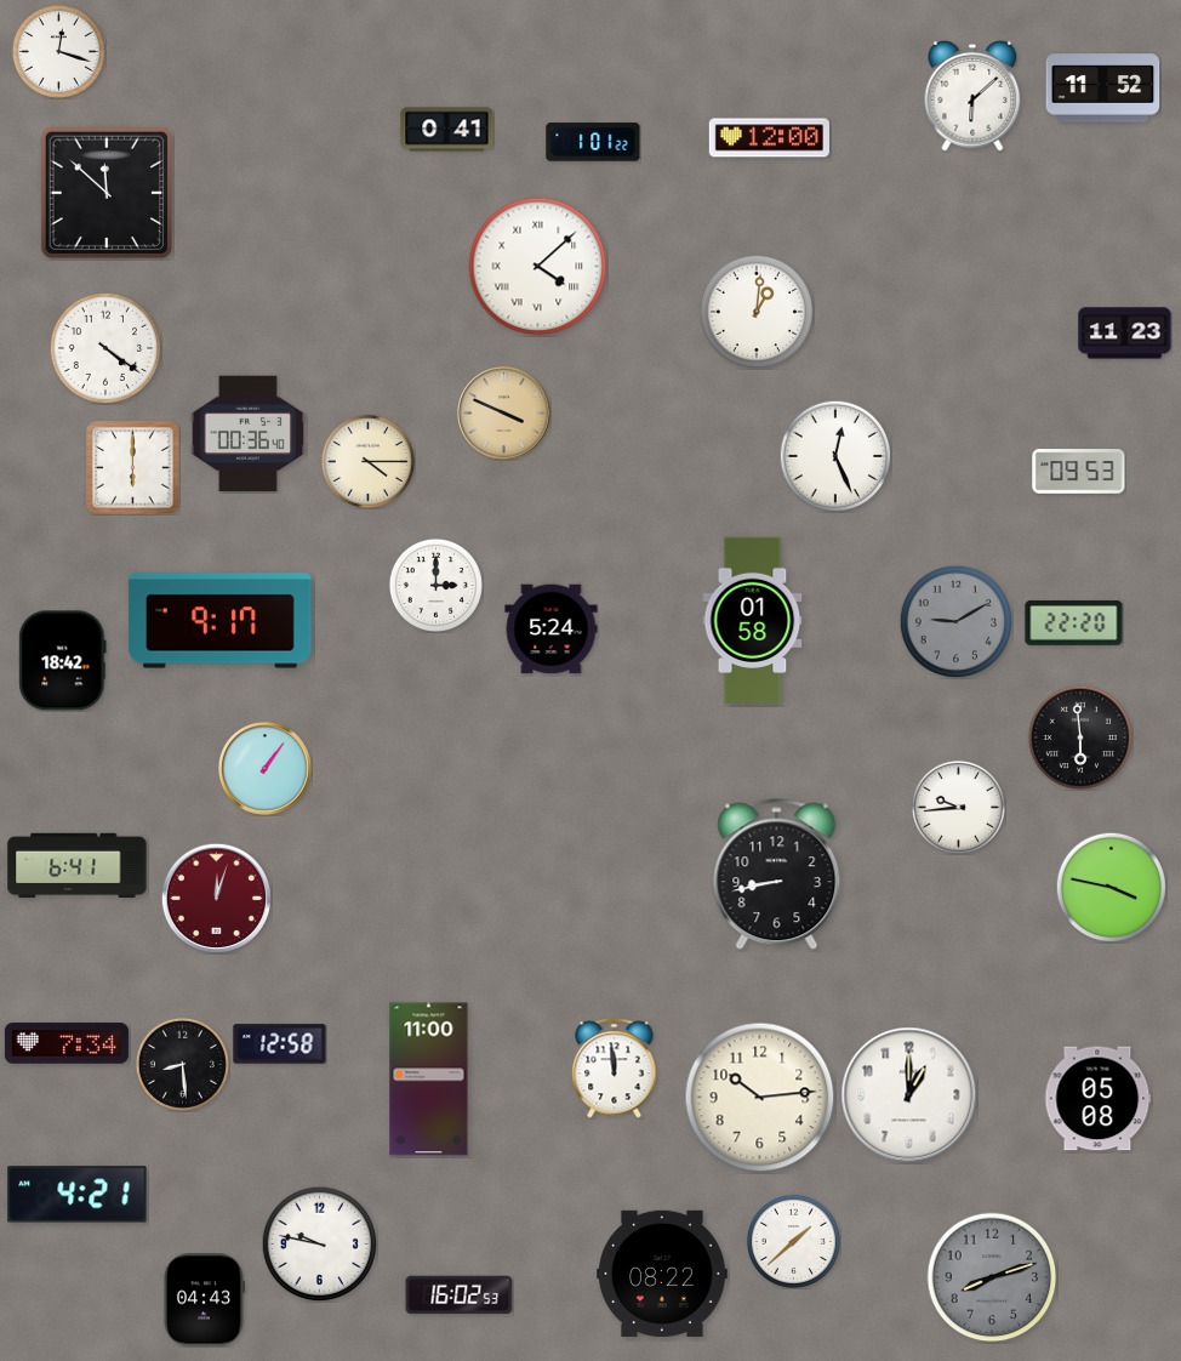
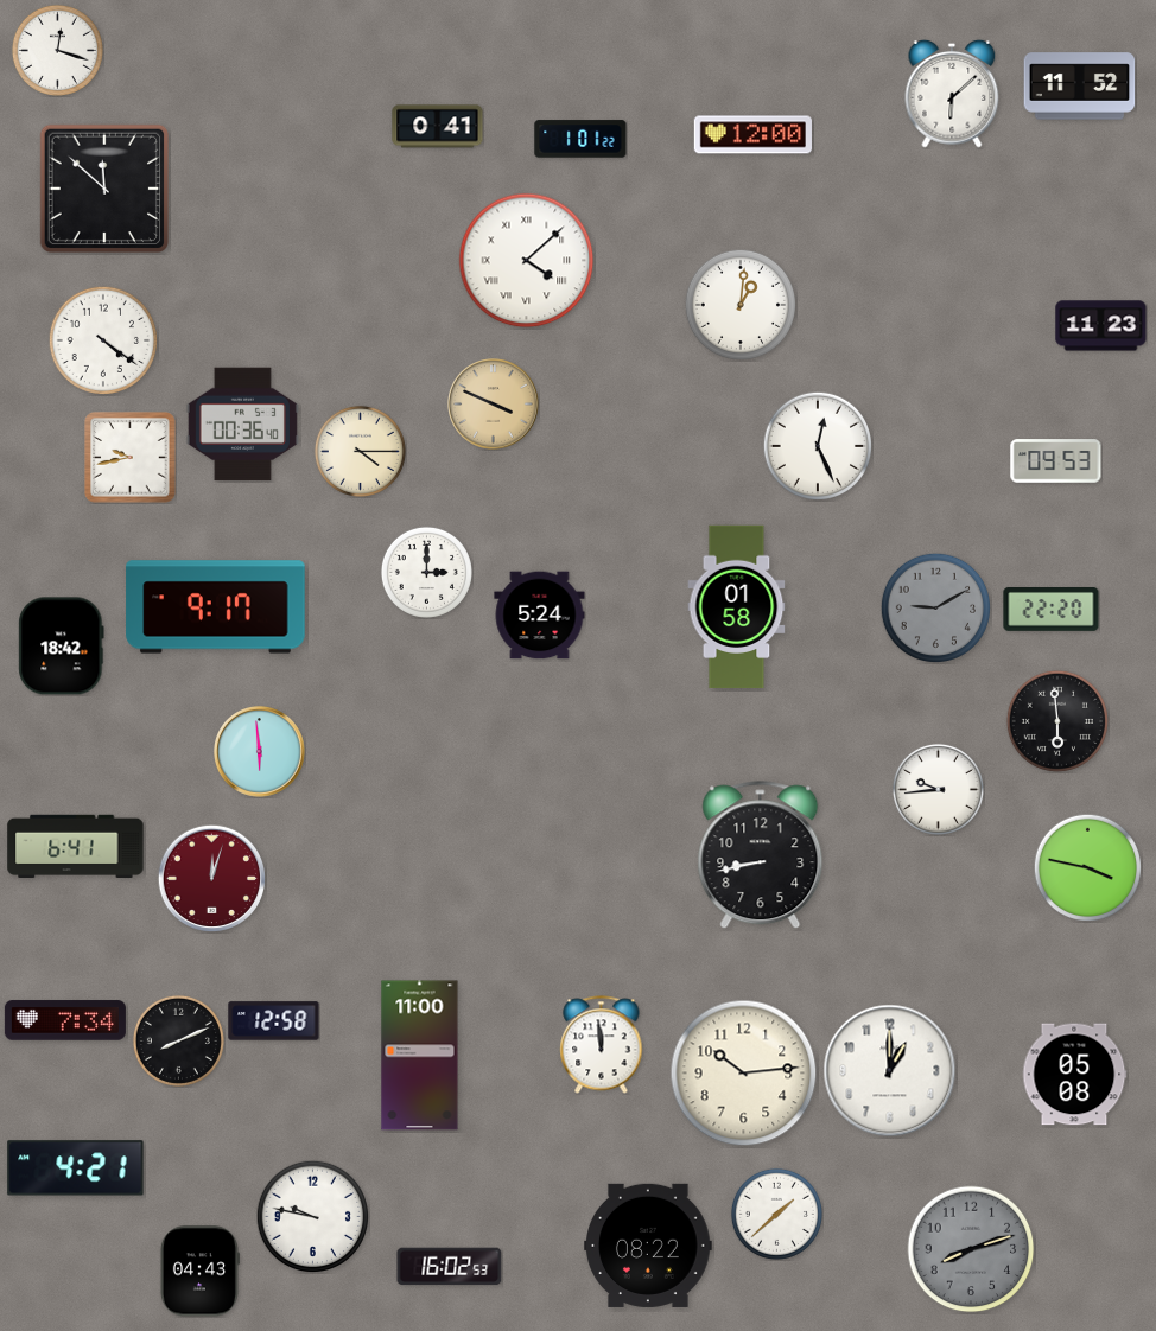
clock at (133, 468): 6:00 -> 9:43
clock at (266, 769): 1:06 -> 5:59
clock at (182, 1064): 8:29 -> 8:11
